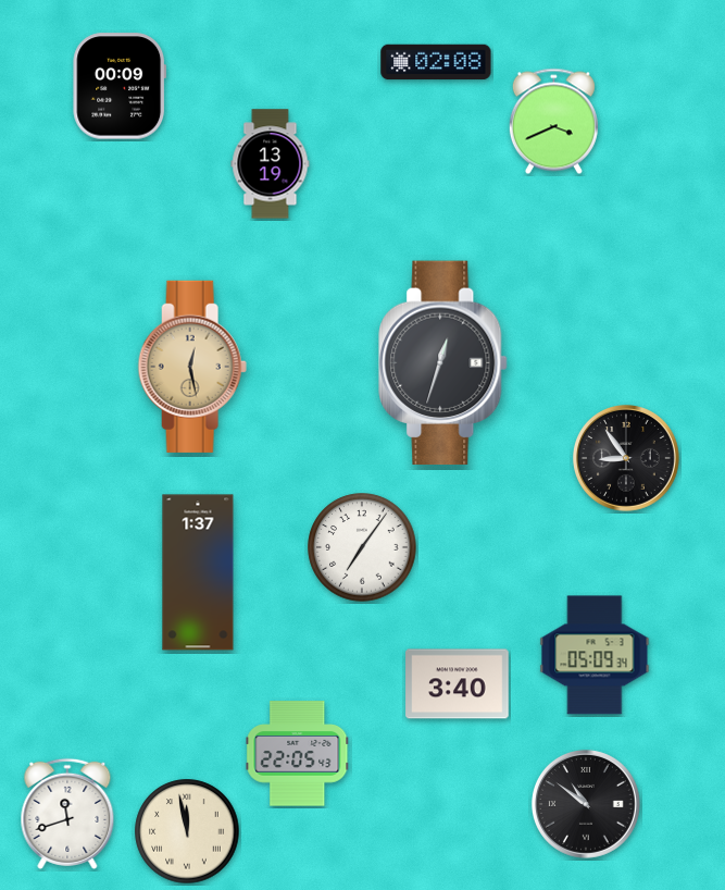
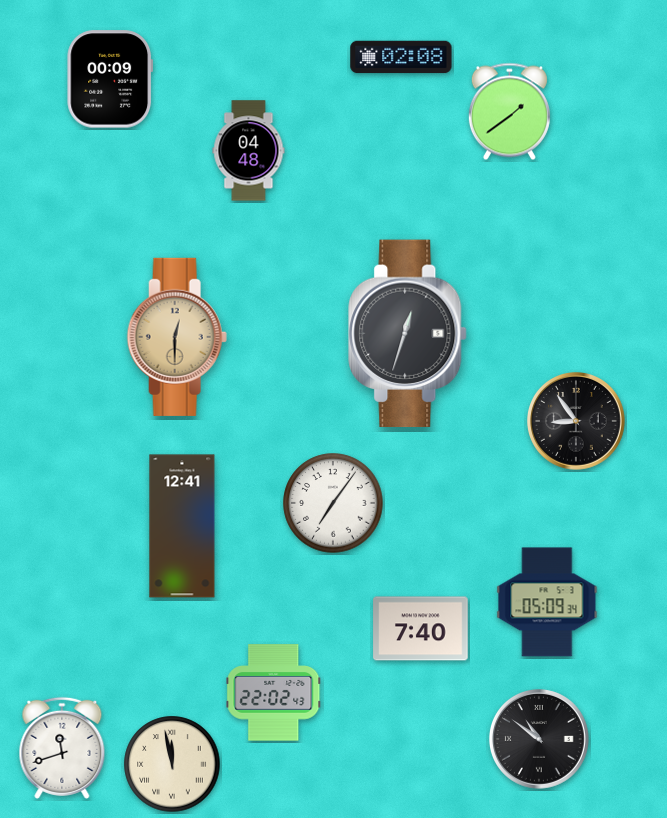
clock at (553, 122): 3:41 -> 1:39
clock at (271, 164): 13:19 -> 04:48
clock at (192, 367): 12:28 -> 12:30
clock at (198, 572): 1:37 -> 12:41
clock at (458, 684): 3:40 -> 7:40
clock at (298, 754): 22:05 -> 22:02
